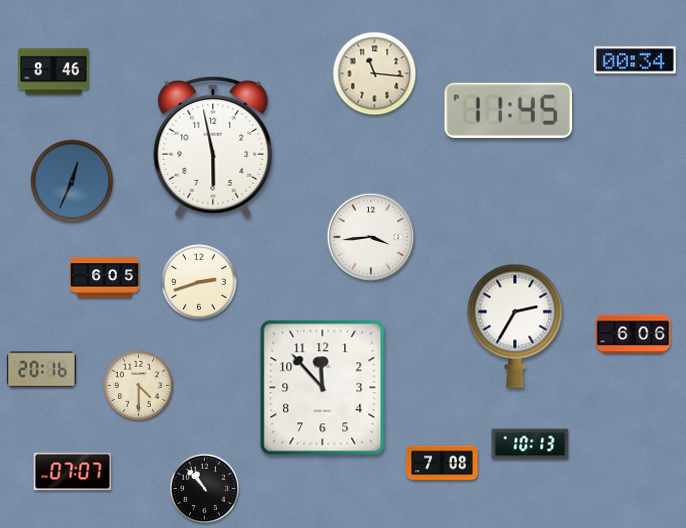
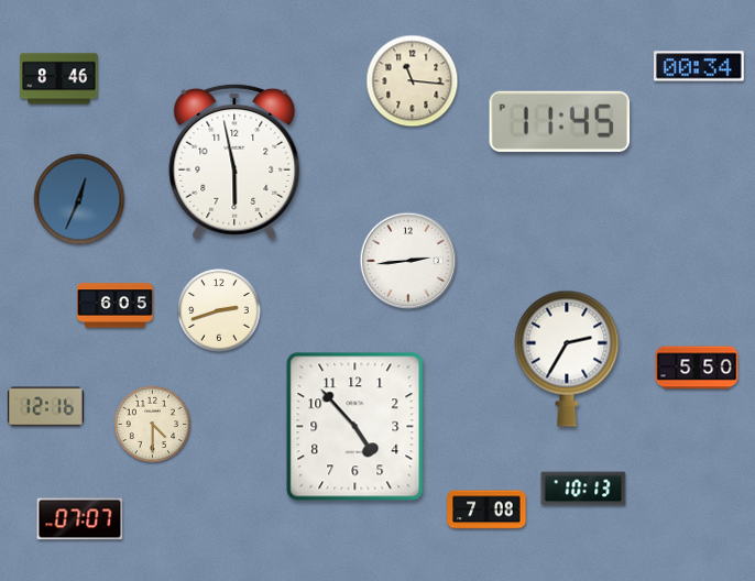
clock at (371, 237): 3:44 -> 2:44
clock at (633, 334): 6:06 -> 5:50
clock at (41, 370): 20:16 -> 12:16
clock at (323, 388): 11:53 -> 4:53
clock at (205, 489): 10:53 -> none
